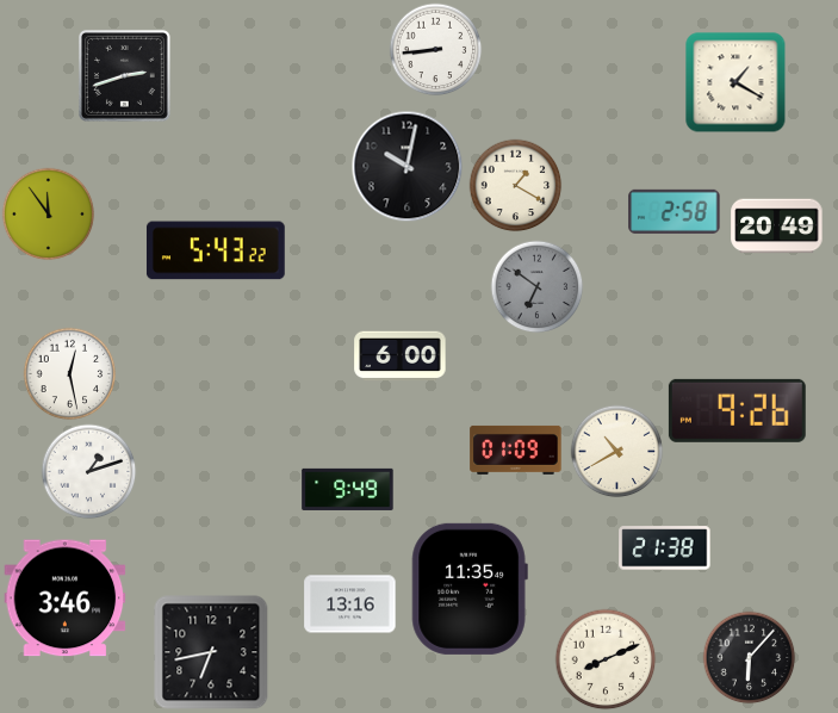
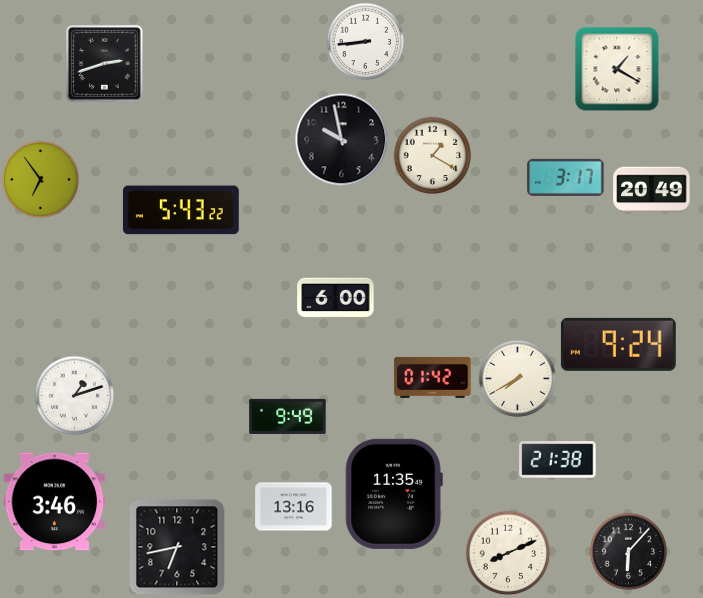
clock at (406, 166): 10:02 -> 9:58
clock at (675, 211): 2:58 -> 3:17
clock at (48, 213): 11:54 -> 6:54
clock at (536, 286): 6:51 -> none
clock at (69, 373): 12:28 -> none
clock at (737, 410): 9:26 -> 9:24
clock at (516, 449): 01:09 -> 01:42
clock at (616, 451): 10:40 -> 7:40
clock at (348, 489) position: (348, 489) -> (288, 416)
